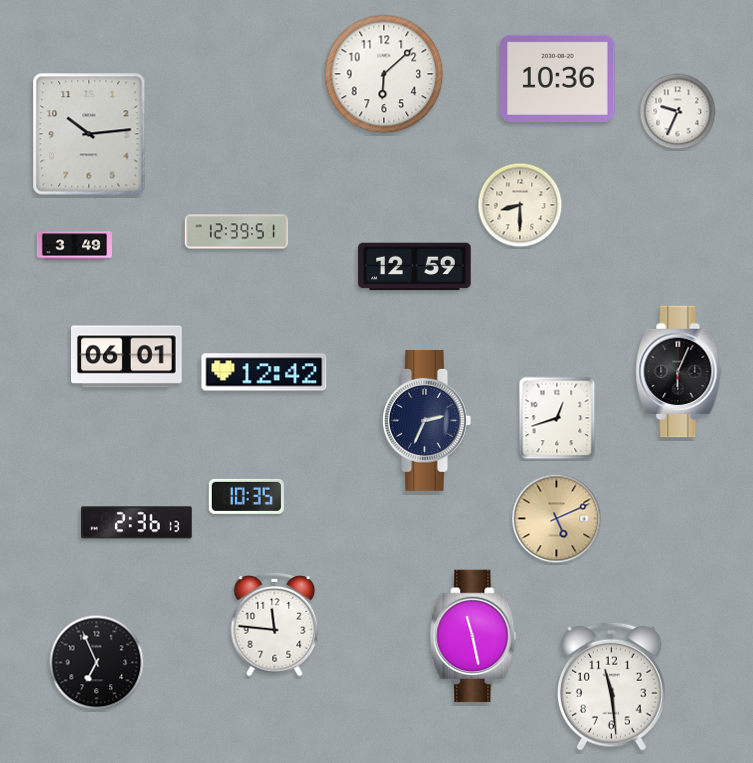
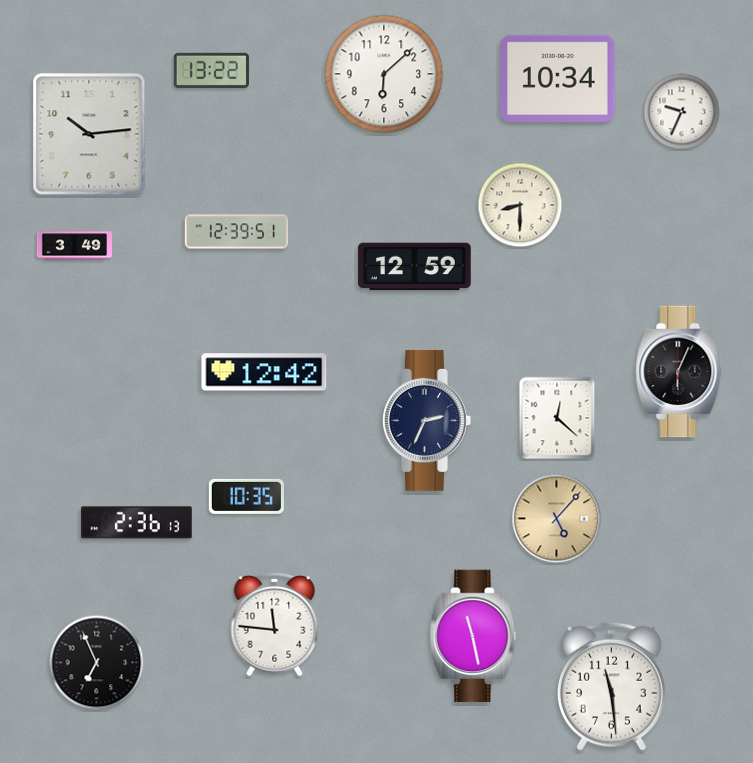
clock at (211, 70): none -> 13:22
clock at (558, 78): 10:36 -> 10:34
clock at (678, 112) position: (678, 112) -> (682, 112)
clock at (127, 357): 06:01 -> none
clock at (557, 418): 12:42 -> 12:22
clock at (557, 519): 5:11 -> 5:07
